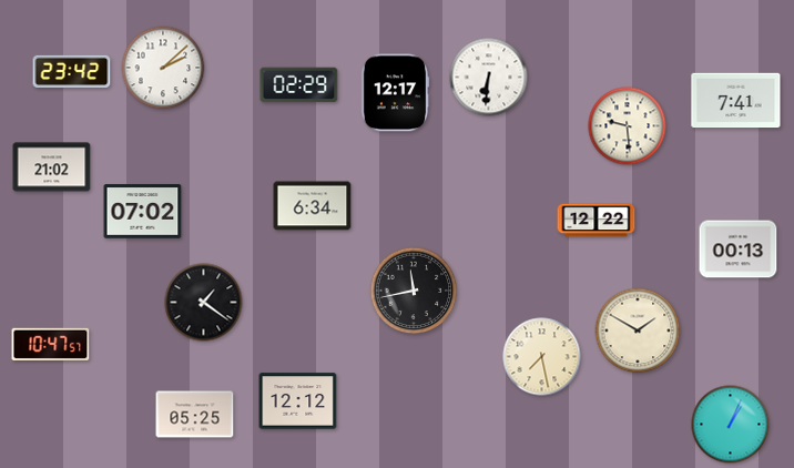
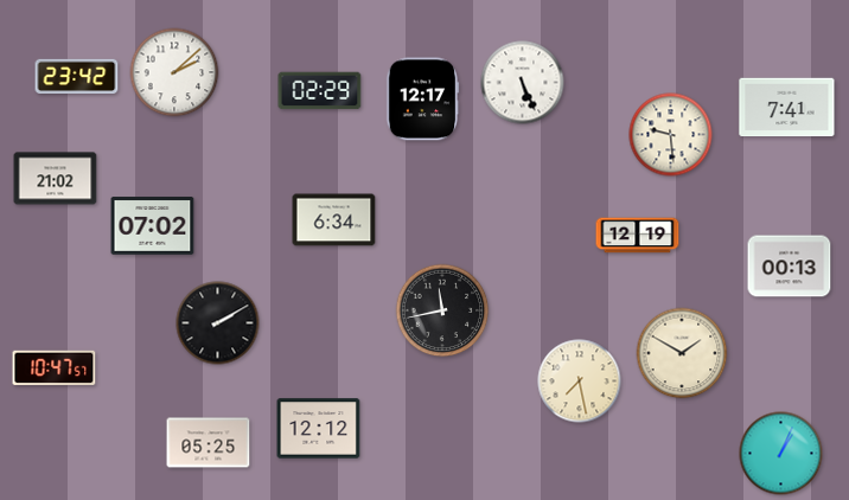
clock at (489, 78): 6:31 -> 5:26
clock at (597, 221): 12:22 -> 12:19
clock at (204, 303): 1:21 -> 2:10
